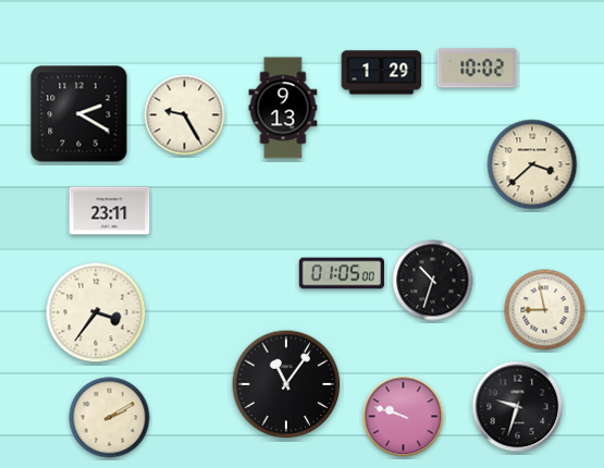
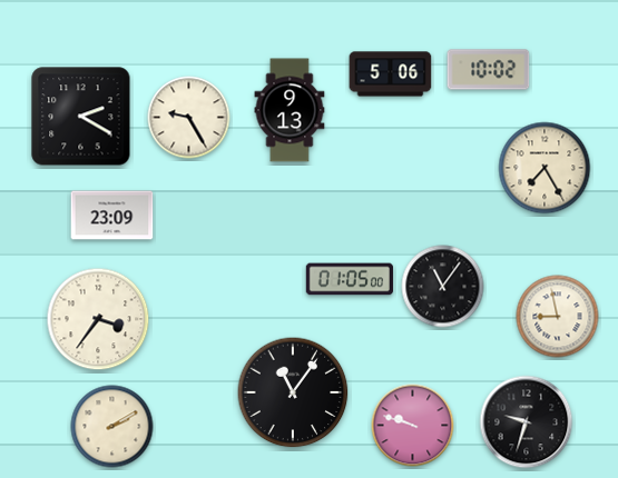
clock at (382, 73): 1:29 -> 5:06
clock at (532, 164): 3:38 -> 7:25
clock at (110, 211): 23:11 -> 23:09
clock at (433, 281): 10:33 -> 11:06
clock at (518, 407) position: (518, 407) -> (527, 422)
